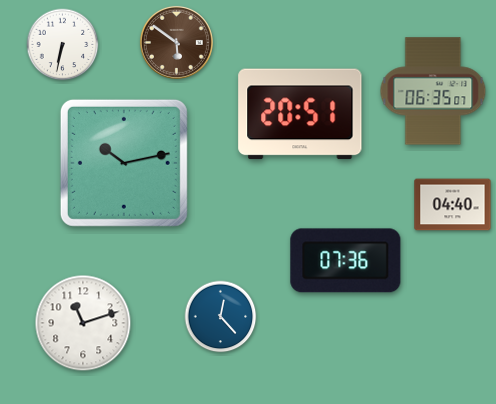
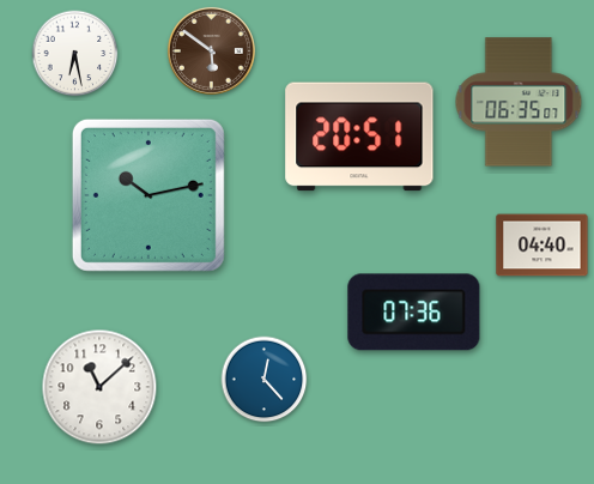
clock at (63, 45): 6:32 -> 6:28
clock at (433, 91) position: (433, 91) -> (519, 102)
clock at (83, 323): 11:12 -> 11:08
